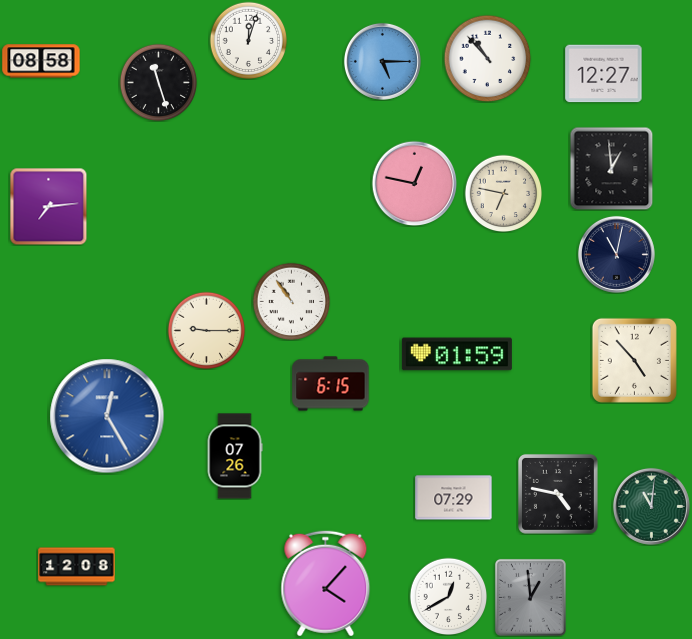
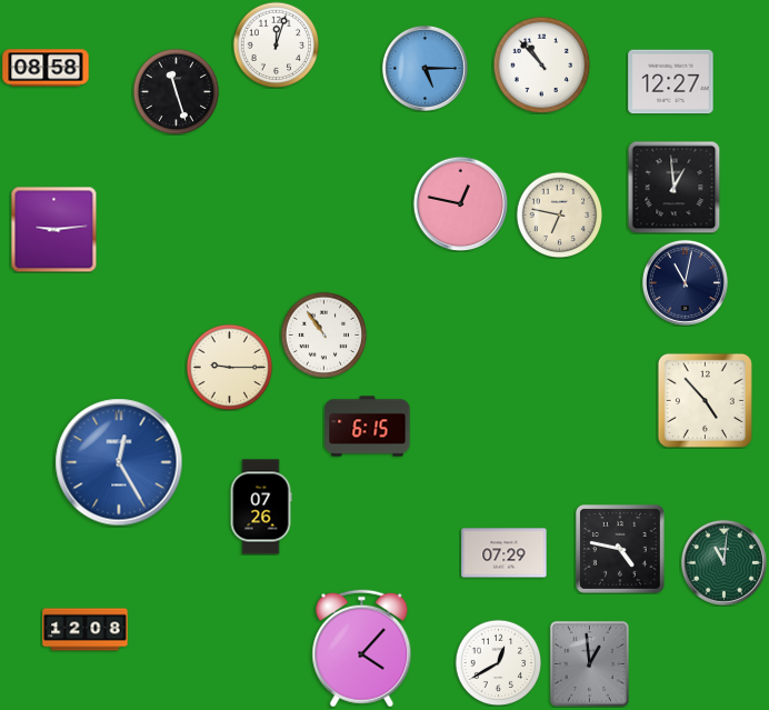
clock at (611, 168) position: (611, 168) -> (673, 187)
clock at (48, 206): 7:14 -> 9:14
clock at (457, 354): 01:59 -> none
